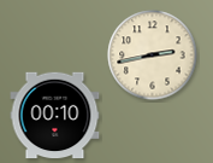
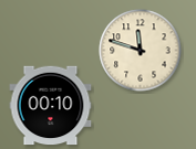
clock at (153, 56): 2:43 -> 11:48
